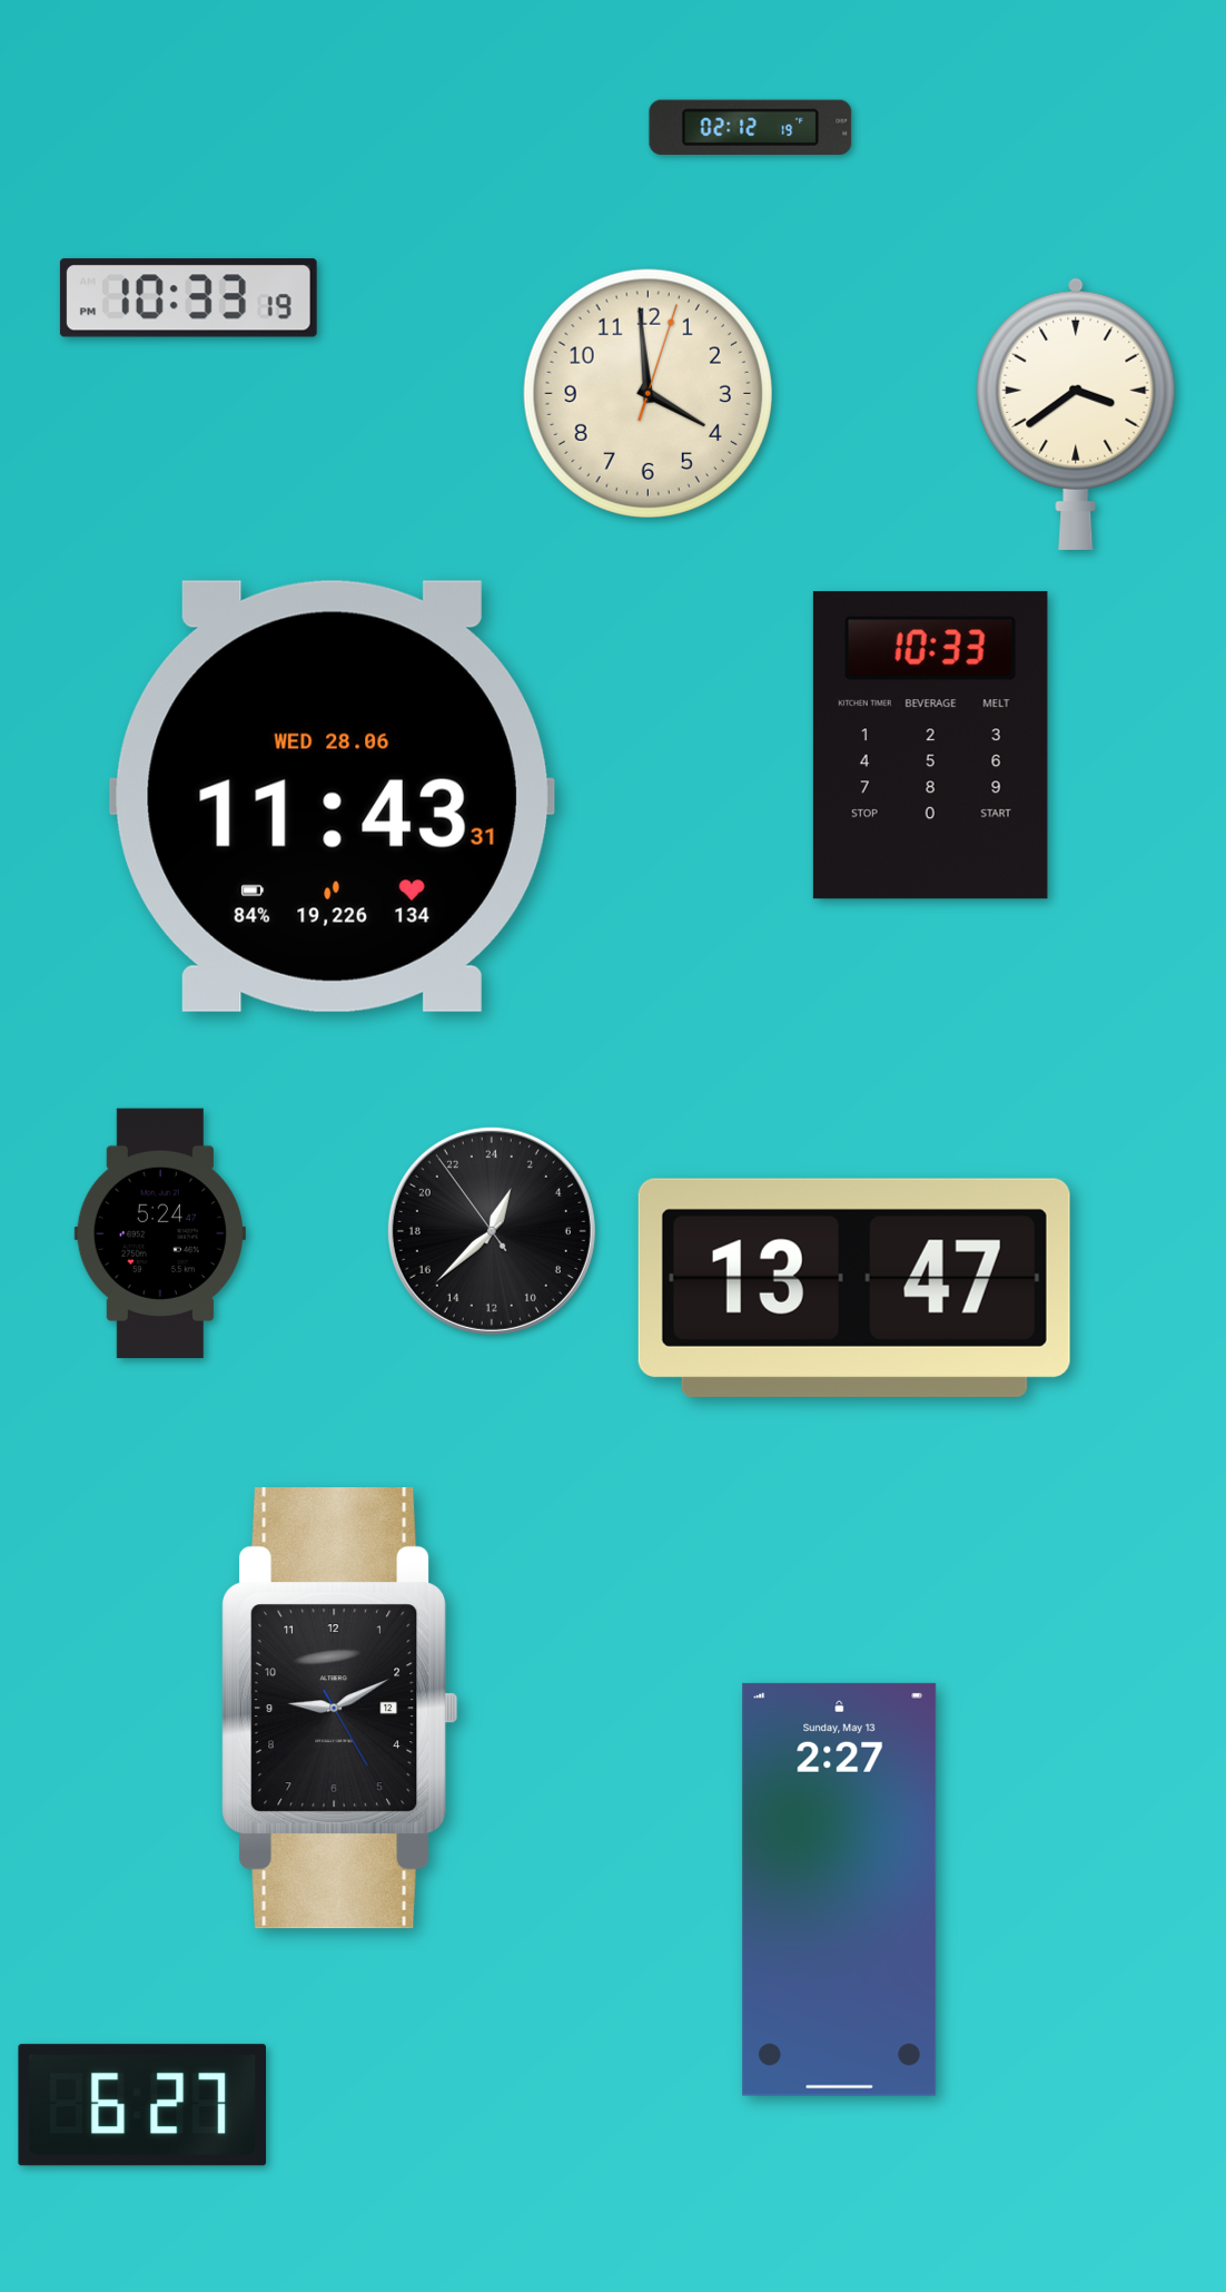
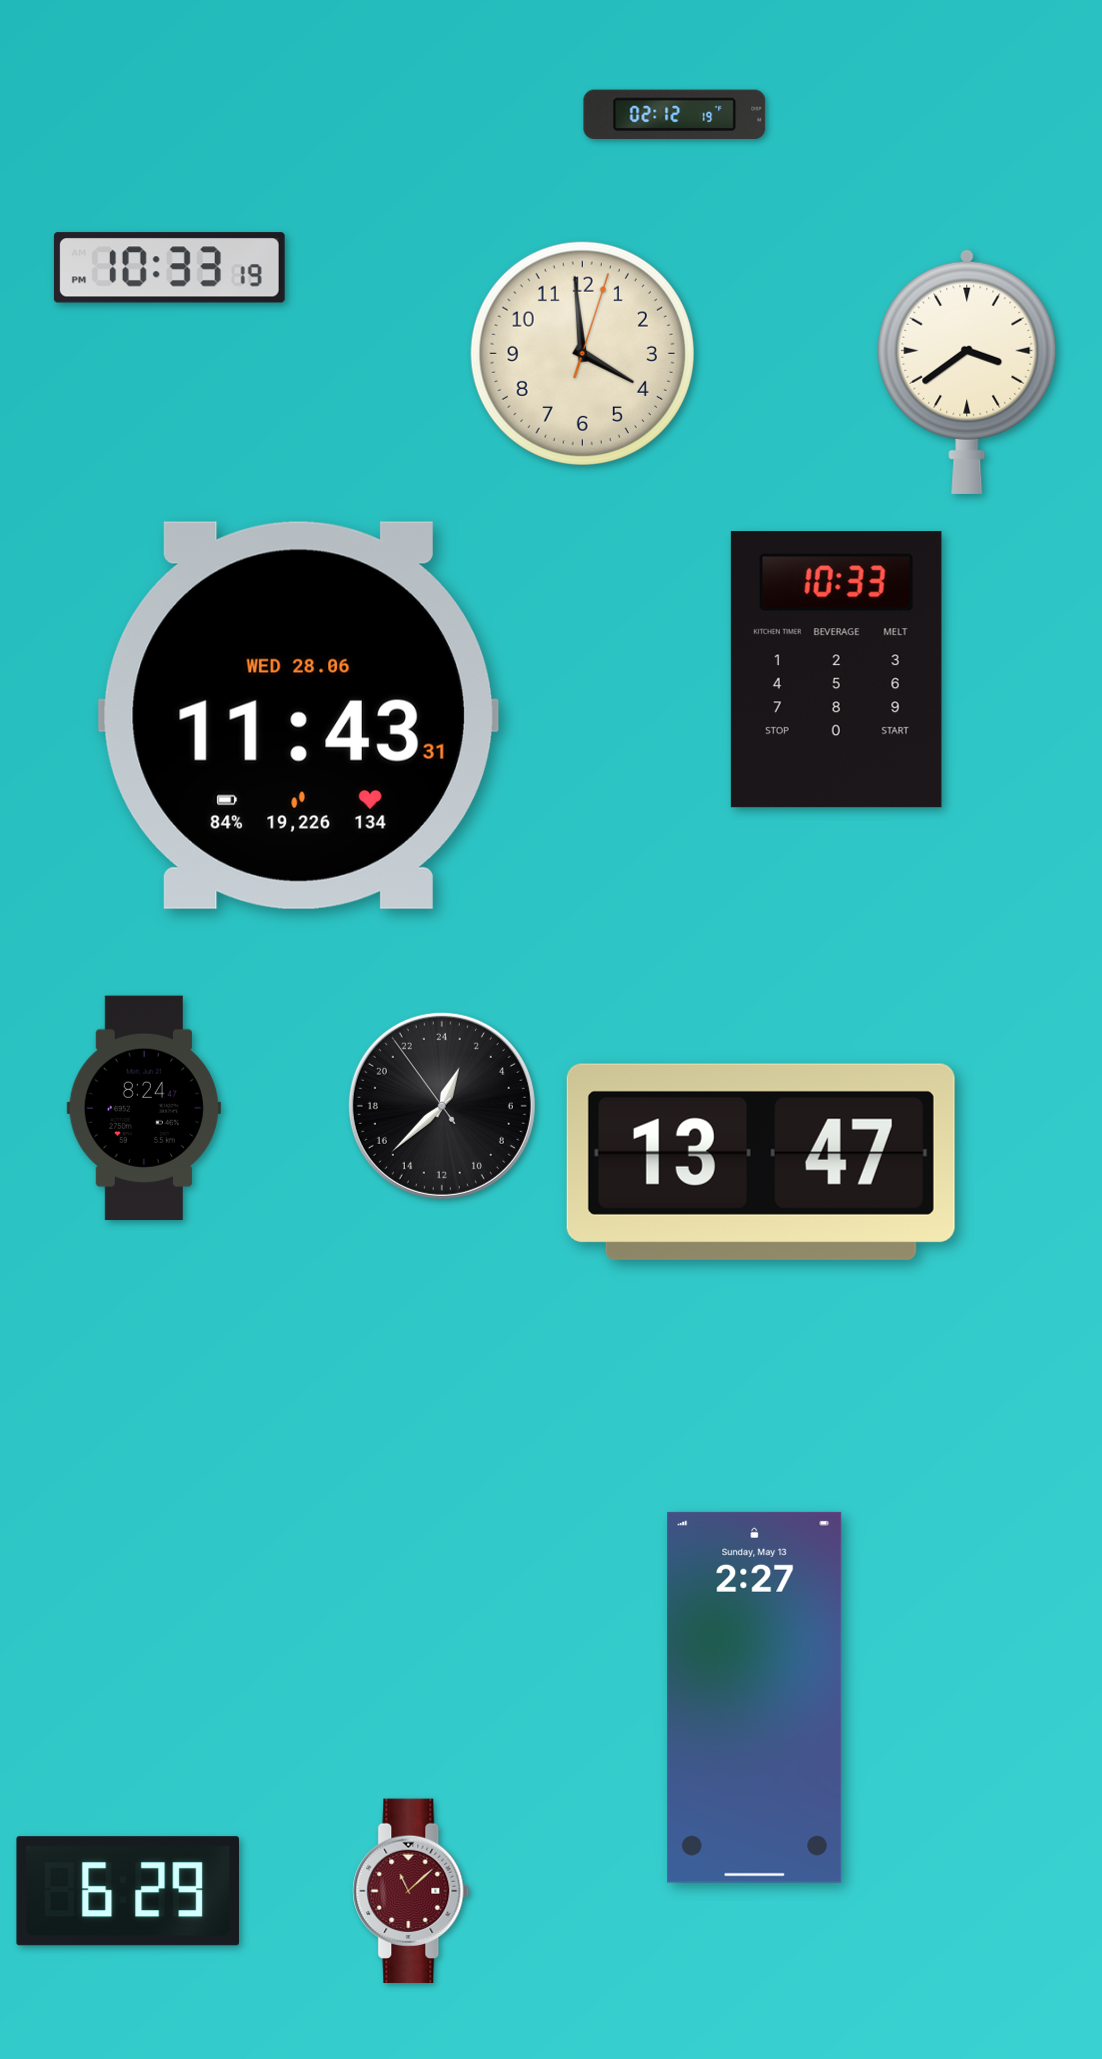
clock at (160, 1233): 5:24 -> 8:24
clock at (854, 1288) position: (854, 1288) -> (761, 1162)
clock at (340, 1709): 9:10 -> none
clock at (141, 2105): 6:27 -> 6:29
clock at (411, 1891): none -> 11:08
